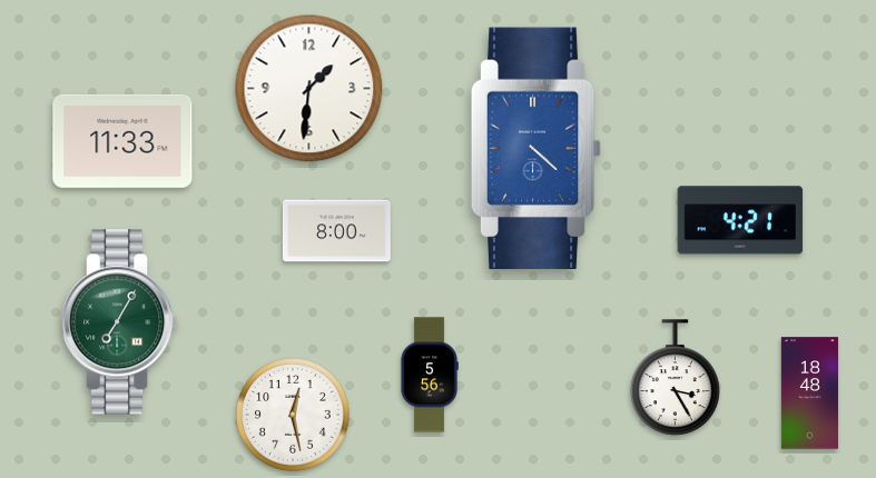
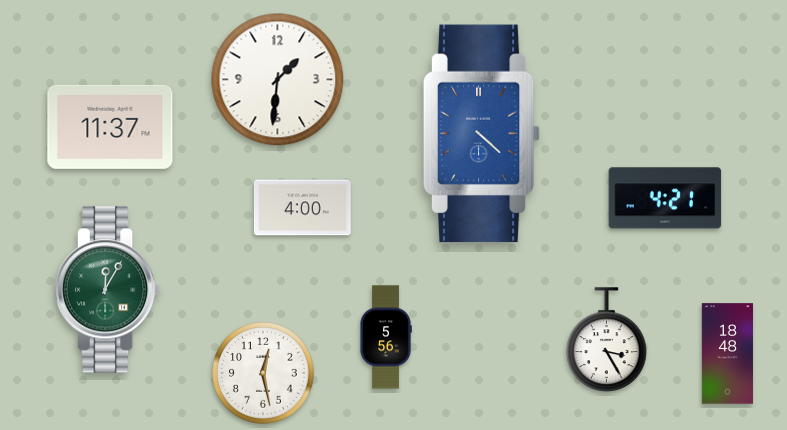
clock at (122, 141): 11:33 -> 11:37
clock at (336, 231): 8:00 -> 4:00
clock at (120, 322): 7:05 -> 12:05
